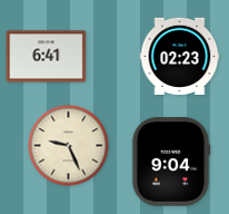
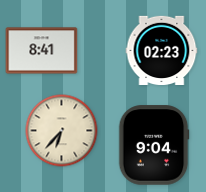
clock at (47, 57): 6:41 -> 8:41
clock at (69, 146): 9:26 -> 6:37
